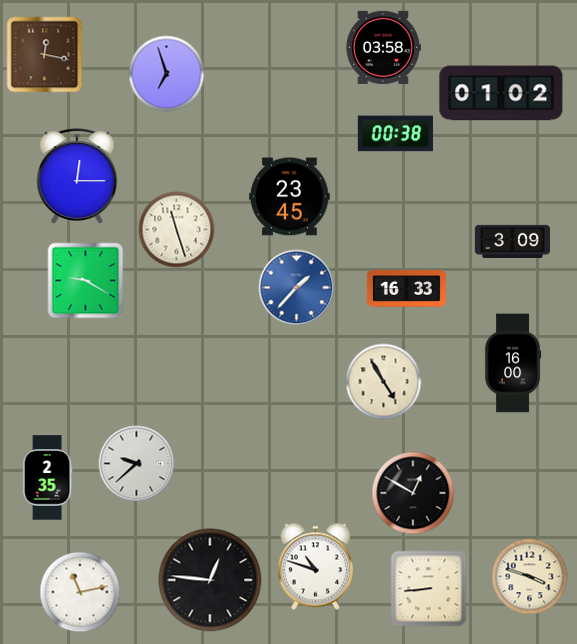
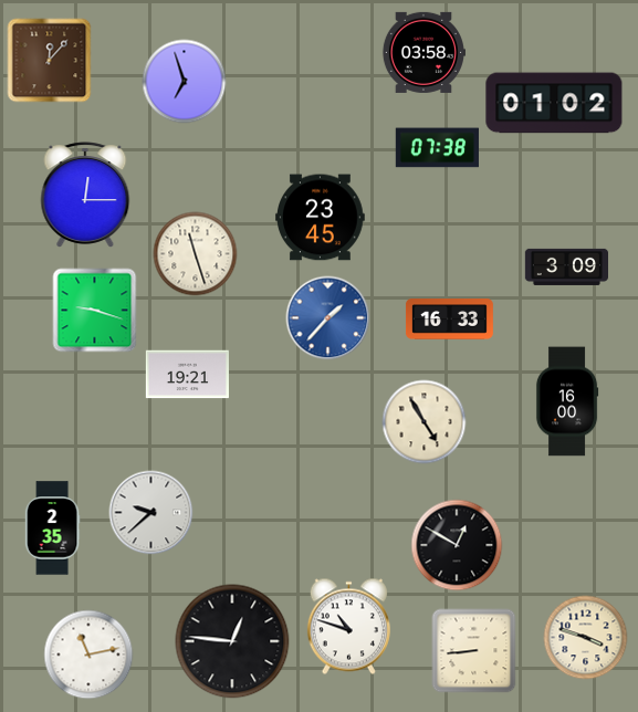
clock at (45, 55): 12:17 -> 12:07
clock at (395, 134): 00:38 -> 07:38
clock at (86, 281): 9:20 -> 9:18
clock at (187, 375): none -> 19:21
